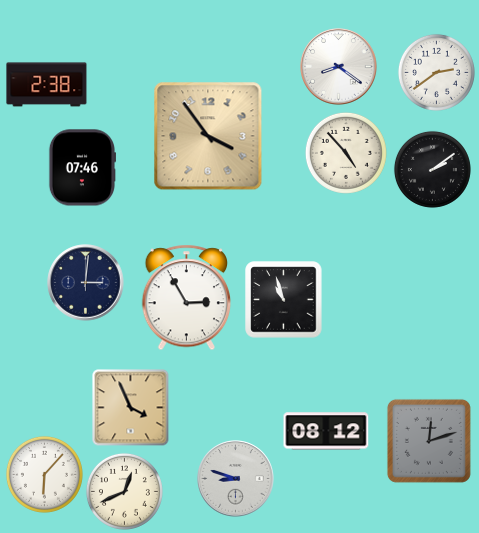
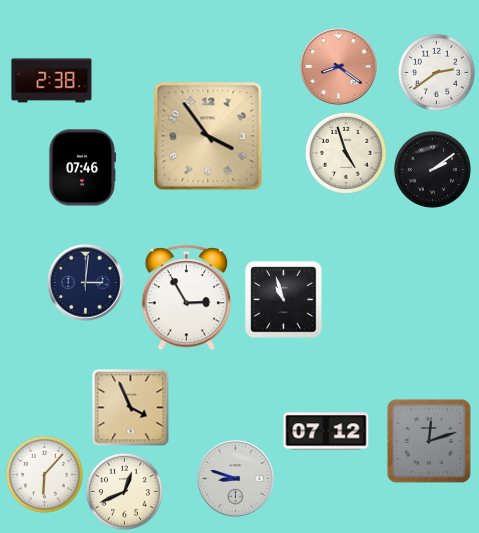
clock at (339, 67) dial: white -> salmon
clock at (47, 85) position: (47, 85) -> (52, 81)
clock at (346, 153): 4:53 -> 4:57
clock at (326, 431): 08:12 -> 07:12
